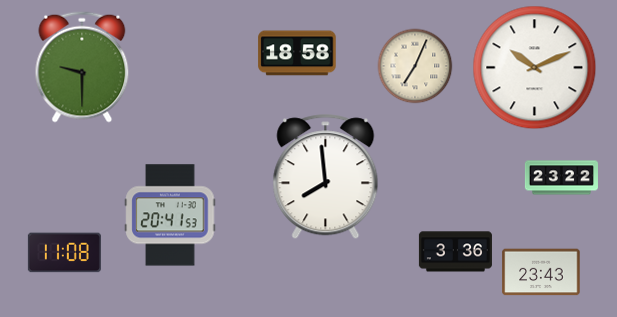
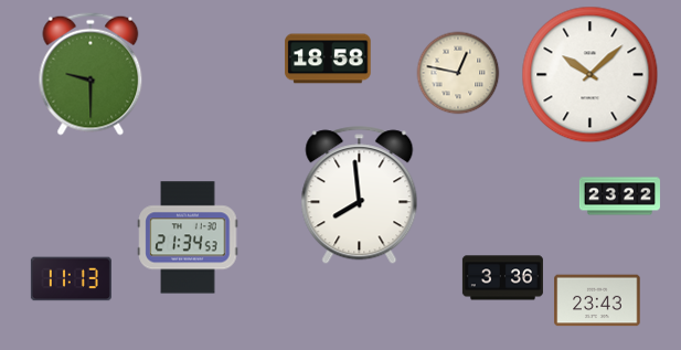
clock at (415, 66): 7:04 -> 12:47
clock at (535, 68): 10:11 -> 10:08
clock at (170, 215): 20:41 -> 21:34
clock at (64, 253): 11:08 -> 11:13
